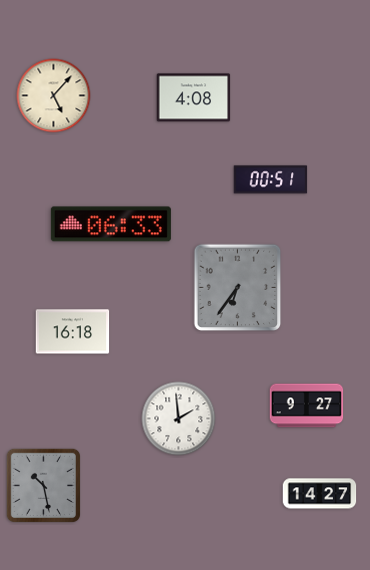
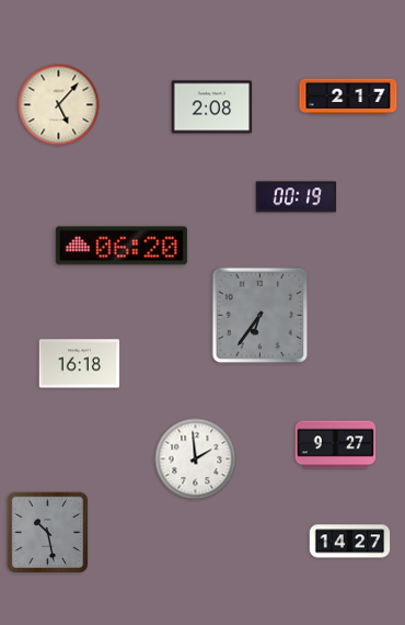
clock at (348, 96): none -> 2:17
clock at (194, 98): 4:08 -> 2:08
clock at (271, 180): 00:51 -> 00:19
clock at (111, 224): 06:33 -> 06:20
